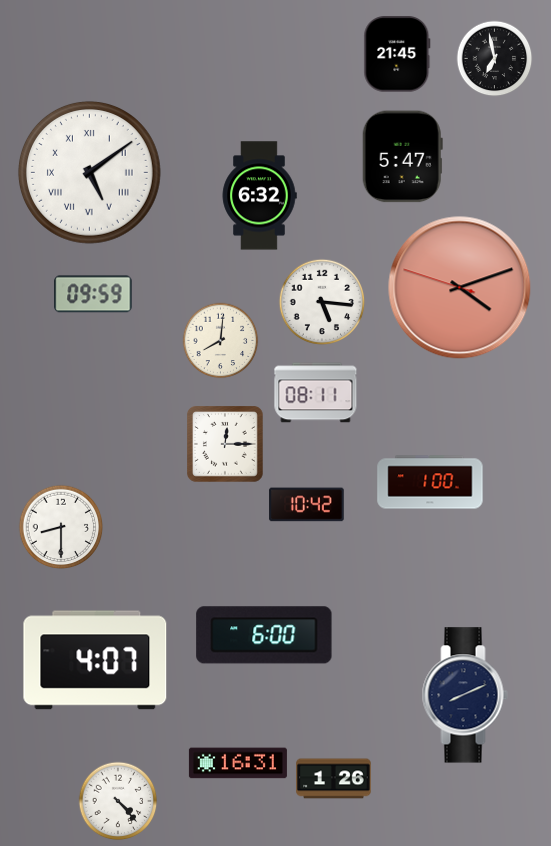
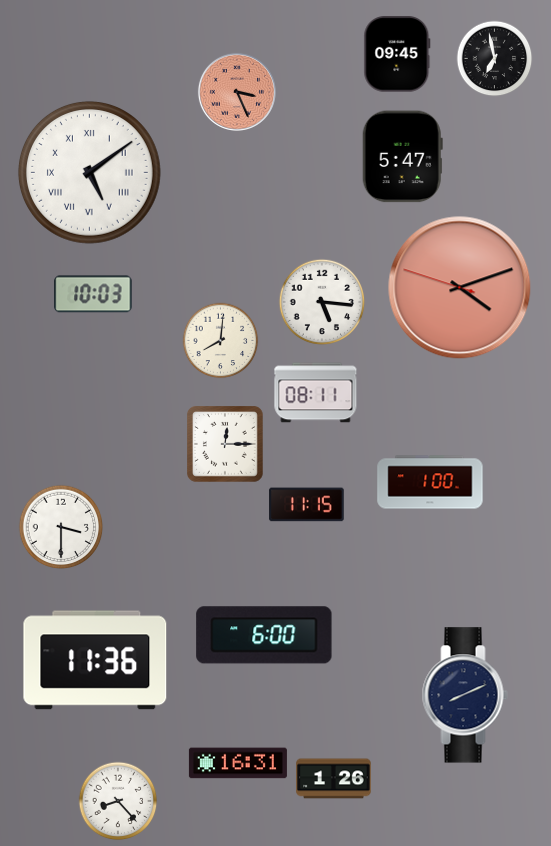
clock at (397, 54): 21:45 -> 09:45
clock at (237, 92): none -> 3:26
clock at (259, 196): 6:32 -> none
clock at (93, 294): 09:59 -> 10:03
clock at (307, 505): 10:42 -> 11:15
clock at (61, 527): 8:30 -> 3:30
clock at (95, 660): 4:07 -> 11:36
clock at (118, 801): 4:23 -> 8:23
